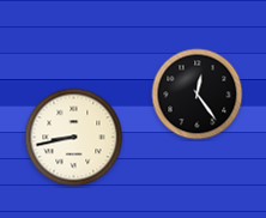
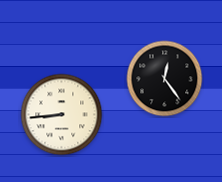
clock at (74, 138): 8:43 -> 8:44
